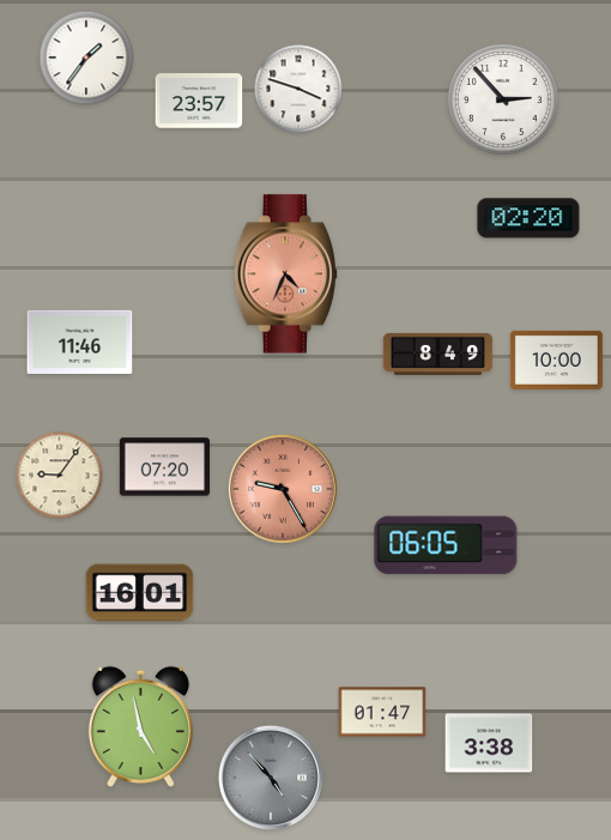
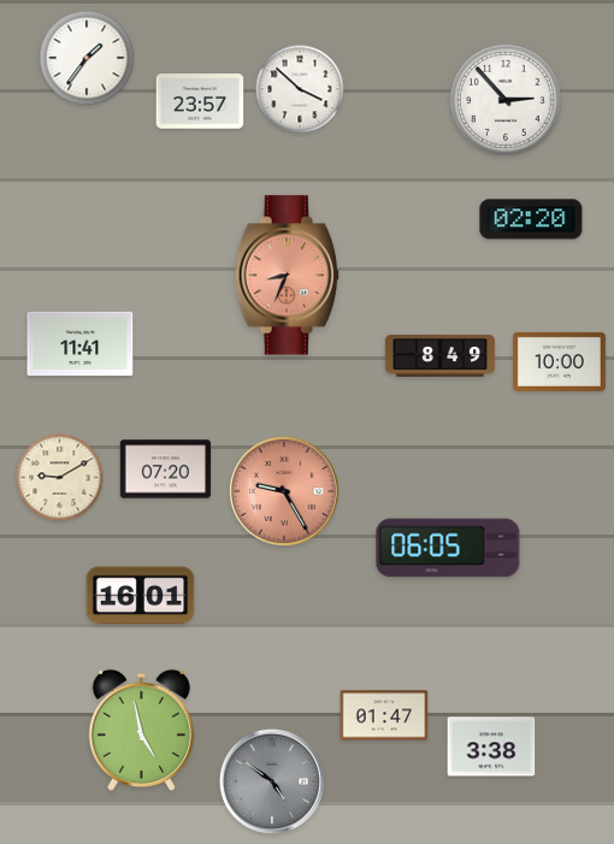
clock at (298, 89): 3:48 -> 3:52
clock at (285, 274): 4:34 -> 8:34
clock at (80, 342): 11:46 -> 11:41
clock at (60, 476): 9:06 -> 9:10
clock at (271, 778): 4:53 -> 4:51
